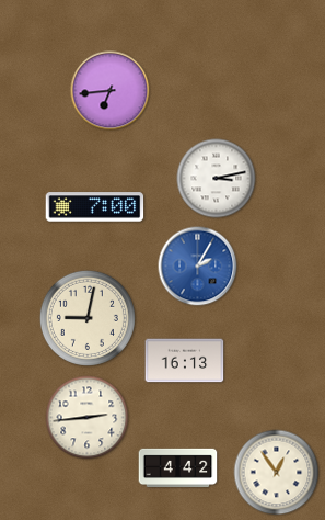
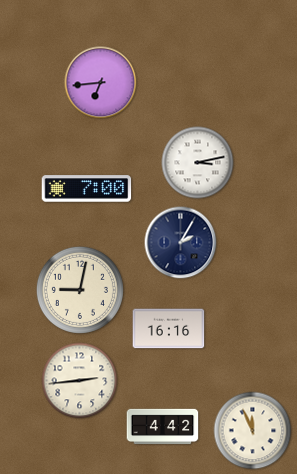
clock at (198, 267) dial: blue -> navy
clock at (185, 361): 16:13 -> 16:16
clock at (277, 473): 12:54 -> 11:56
